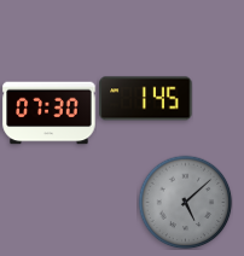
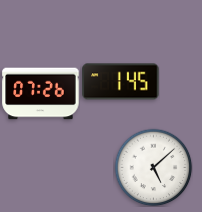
clock at (50, 114): 07:30 -> 07:26
clock at (185, 202) dial: grey -> white
